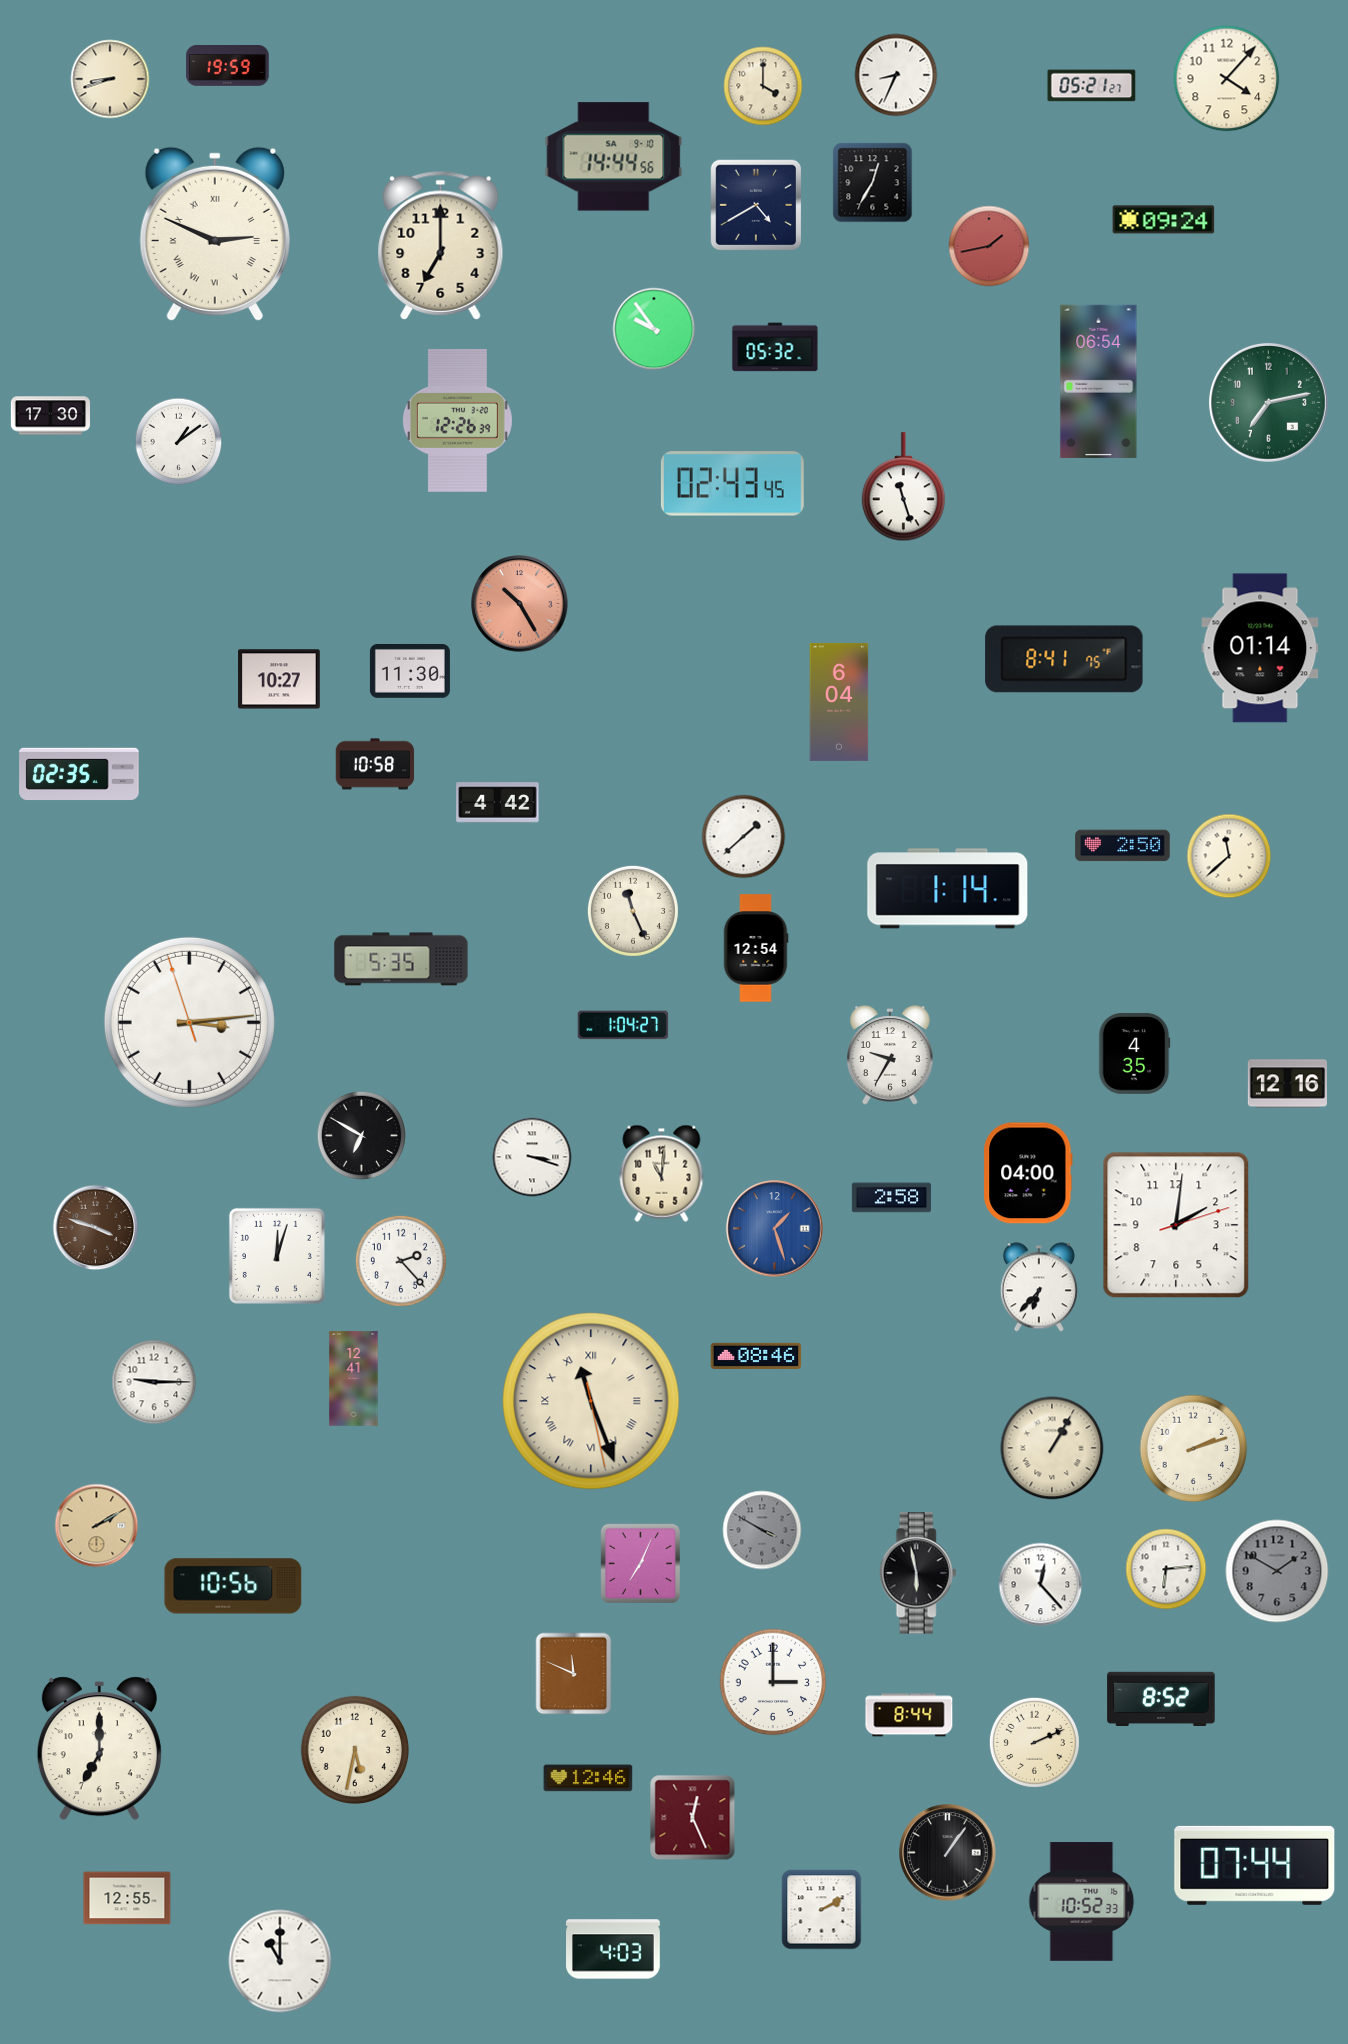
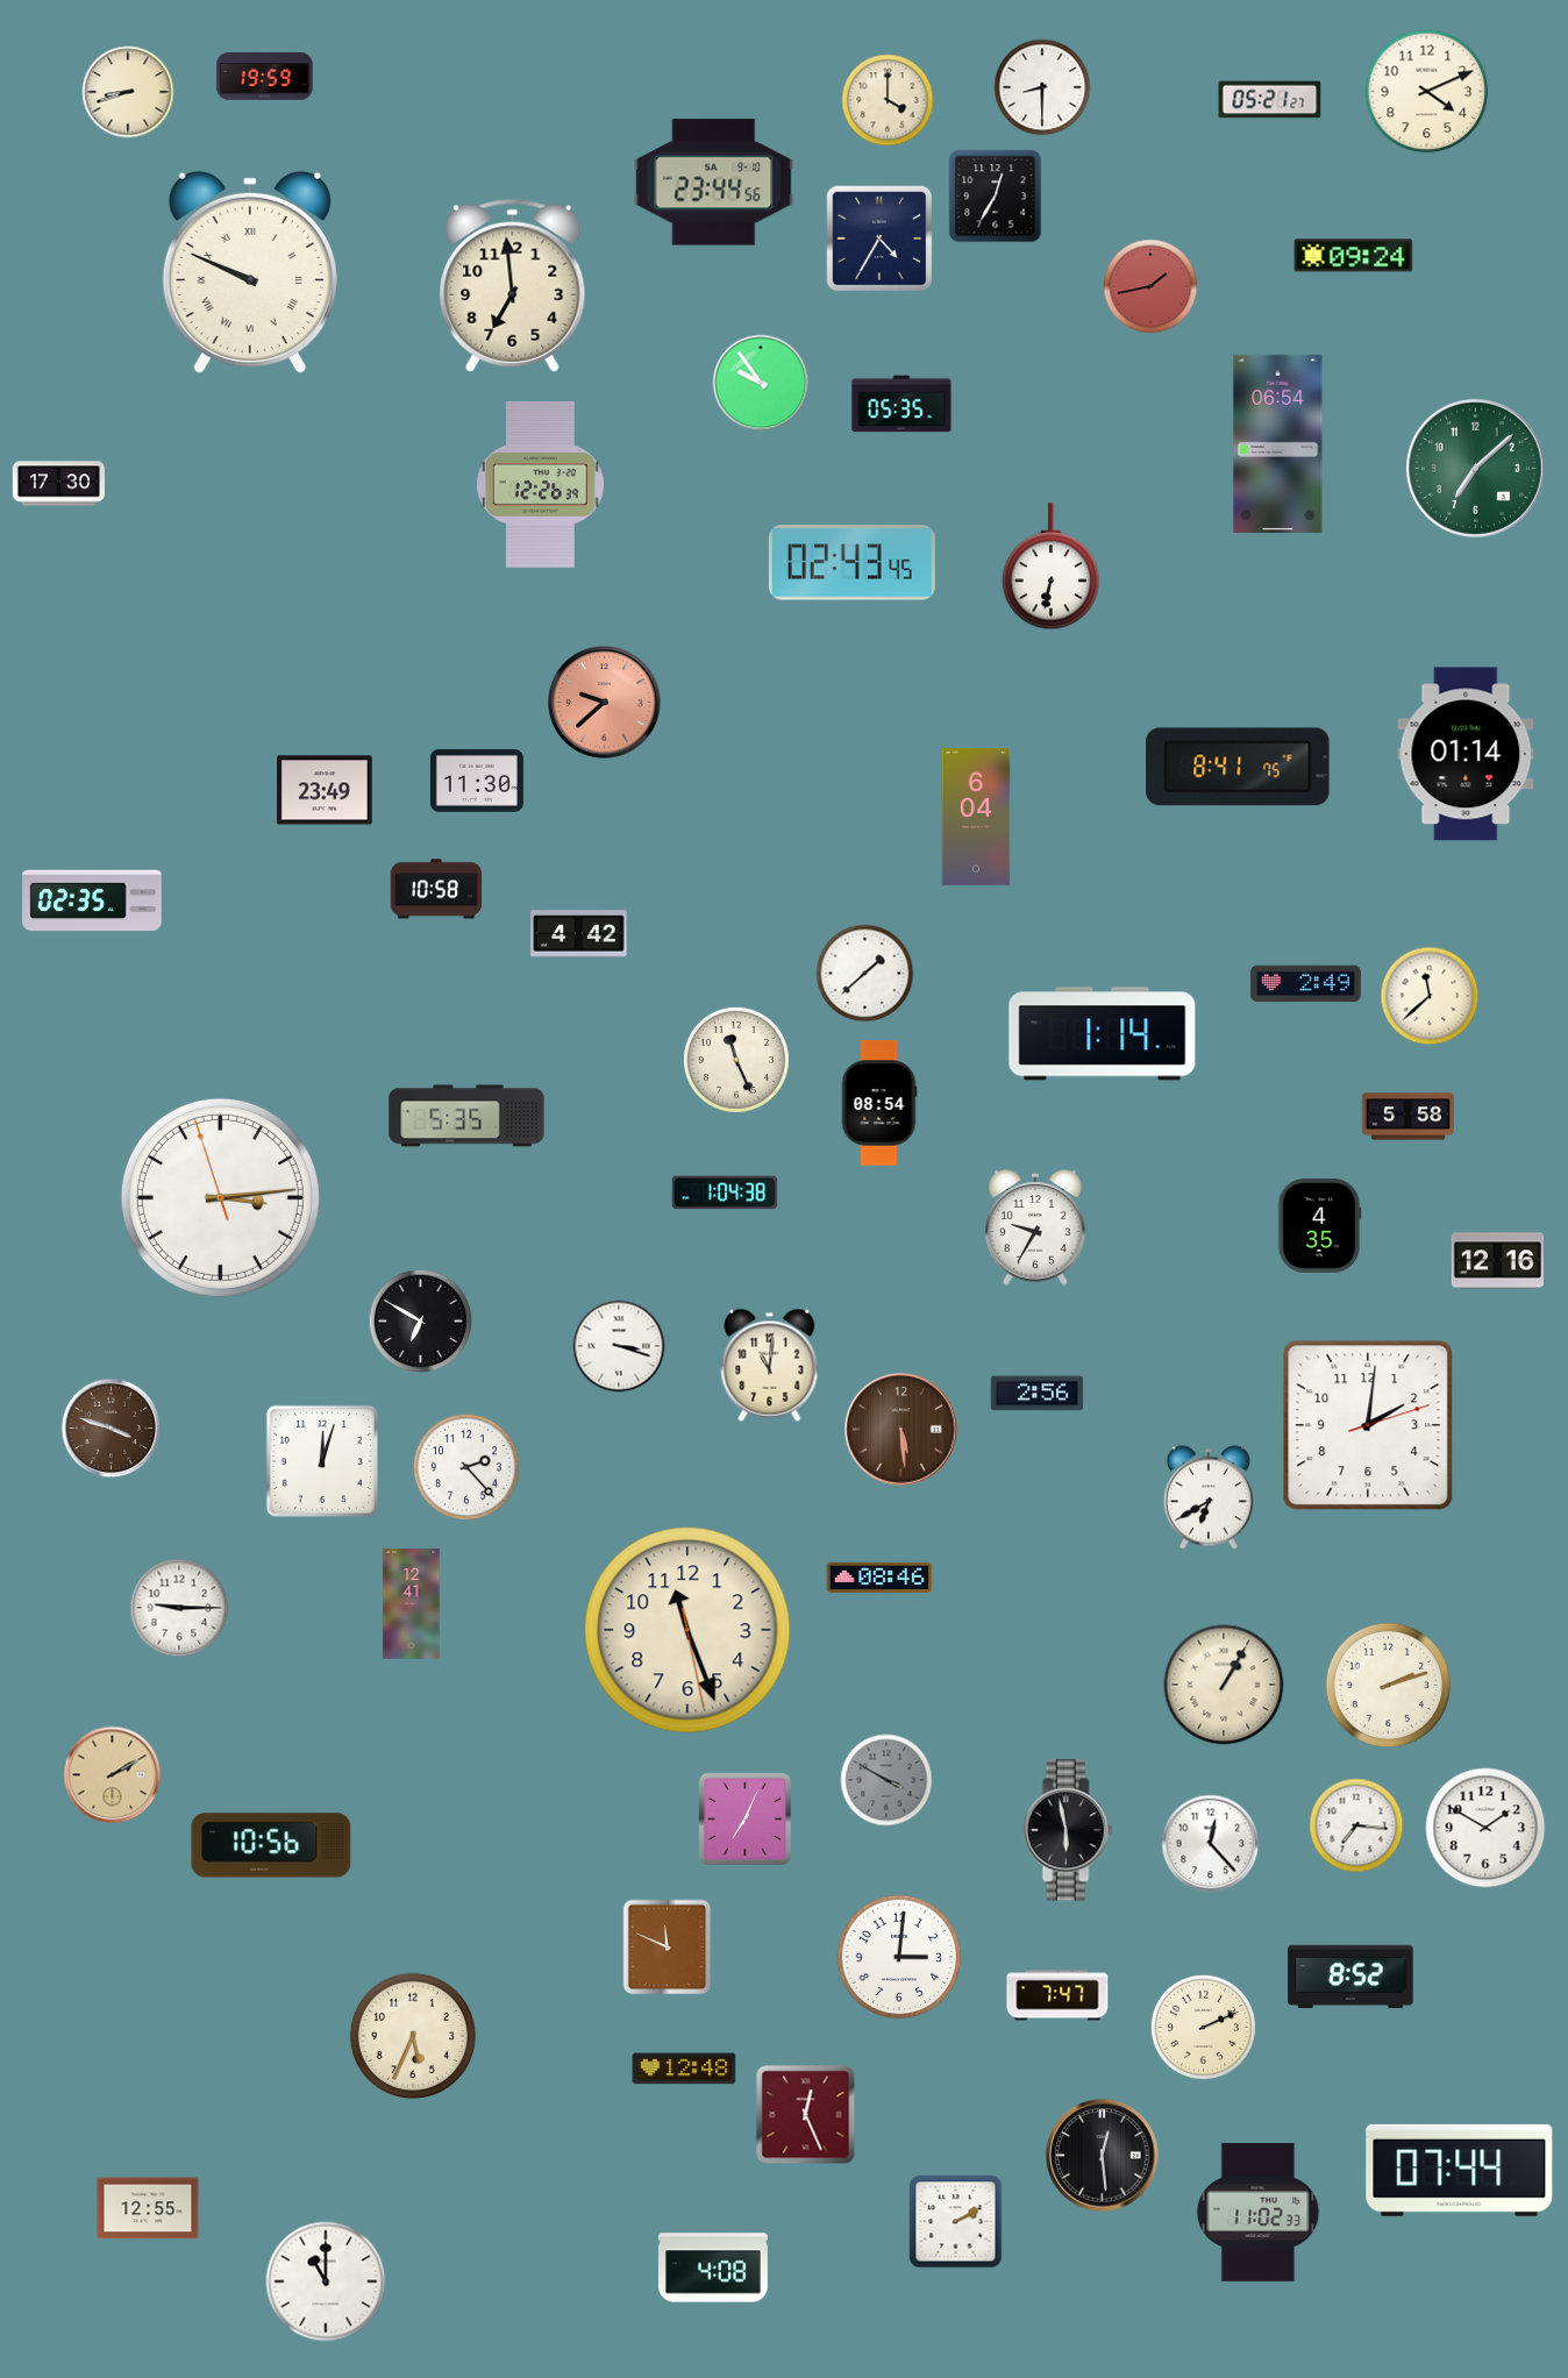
clock at (896, 75): 8:34 -> 8:30
clock at (1227, 79): 4:07 -> 4:11
clock at (614, 157): 14:44 -> 23:44
clock at (873, 183) position: (873, 183) -> (996, 197)
clock at (756, 205): 4:40 -> 4:35
clock at (215, 234): 2:49 -> 9:49
clock at (441, 245): 7:00 -> 6:59
clock at (775, 347): 05:32 -> 05:35
clock at (1268, 402): 7:13 -> 7:08
clock at (457, 420) position: (457, 420) -> (540, 484)
clock at (179, 442): 1:09 -> none
clock at (903, 487): 11:27 -> 6:32
clock at (520, 604): 10:25 -> 9:38
clock at (279, 679): 10:27 -> 23:49
clock at (1123, 846): 2:50 -> 2:49
clock at (756, 948): 12:54 -> 08:54
clock at (1407, 1117): none -> 5:58
clock at (189, 1022) position: (189, 1022) -> (220, 1197)
clock at (623, 1025): 1:04:27 -> 1:04:38
clock at (1028, 1173): 04:00 -> none
clock at (891, 1198): 2:58 -> 2:56
clock at (775, 1229): 1:27 -> 5:29
clock at (775, 1229) dial: blue -> brown
clock at (1039, 1287): 6:37 -> 6:40
clock at (591, 1401) numerals: Roman -> Arabic
clock at (1166, 1569): 6:14 -> 7:16
clock at (1277, 1571) dial: grey -> white
clock at (773, 1682): 3:00 -> 3:01
clock at (909, 1715): 8:44 -> 7:47
clock at (99, 1749): 7:00 -> none
clock at (354, 1749): 5:32 -> 5:34
clock at (588, 1778): 12:46 -> 12:48
clock at (948, 1853): 1:06 -> 12:29
clock at (1082, 1902): 10:52 -> 11:02
clock at (613, 1949): 4:03 -> 4:08
